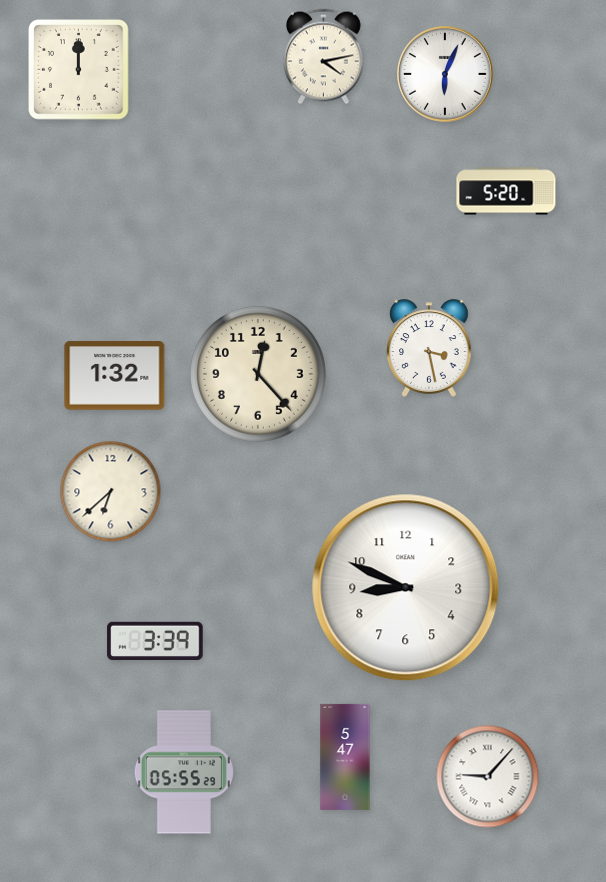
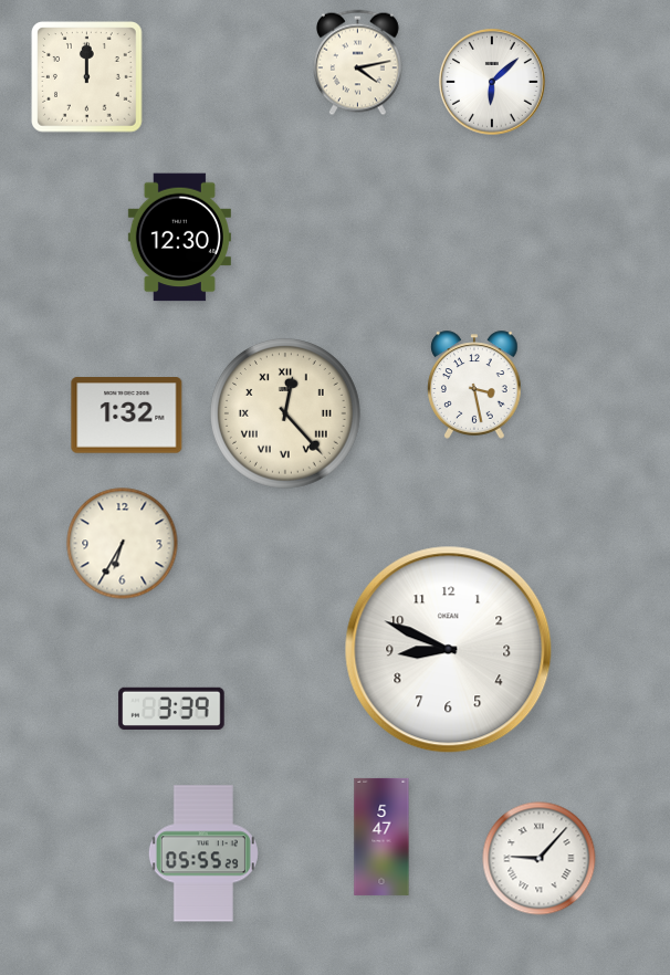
clock at (446, 75): 6:04 -> 6:08
clock at (506, 191): 5:20 -> none
clock at (179, 238): none -> 12:30
clock at (259, 375) numerals: Arabic -> Roman
clock at (111, 492): 6:38 -> 6:35
